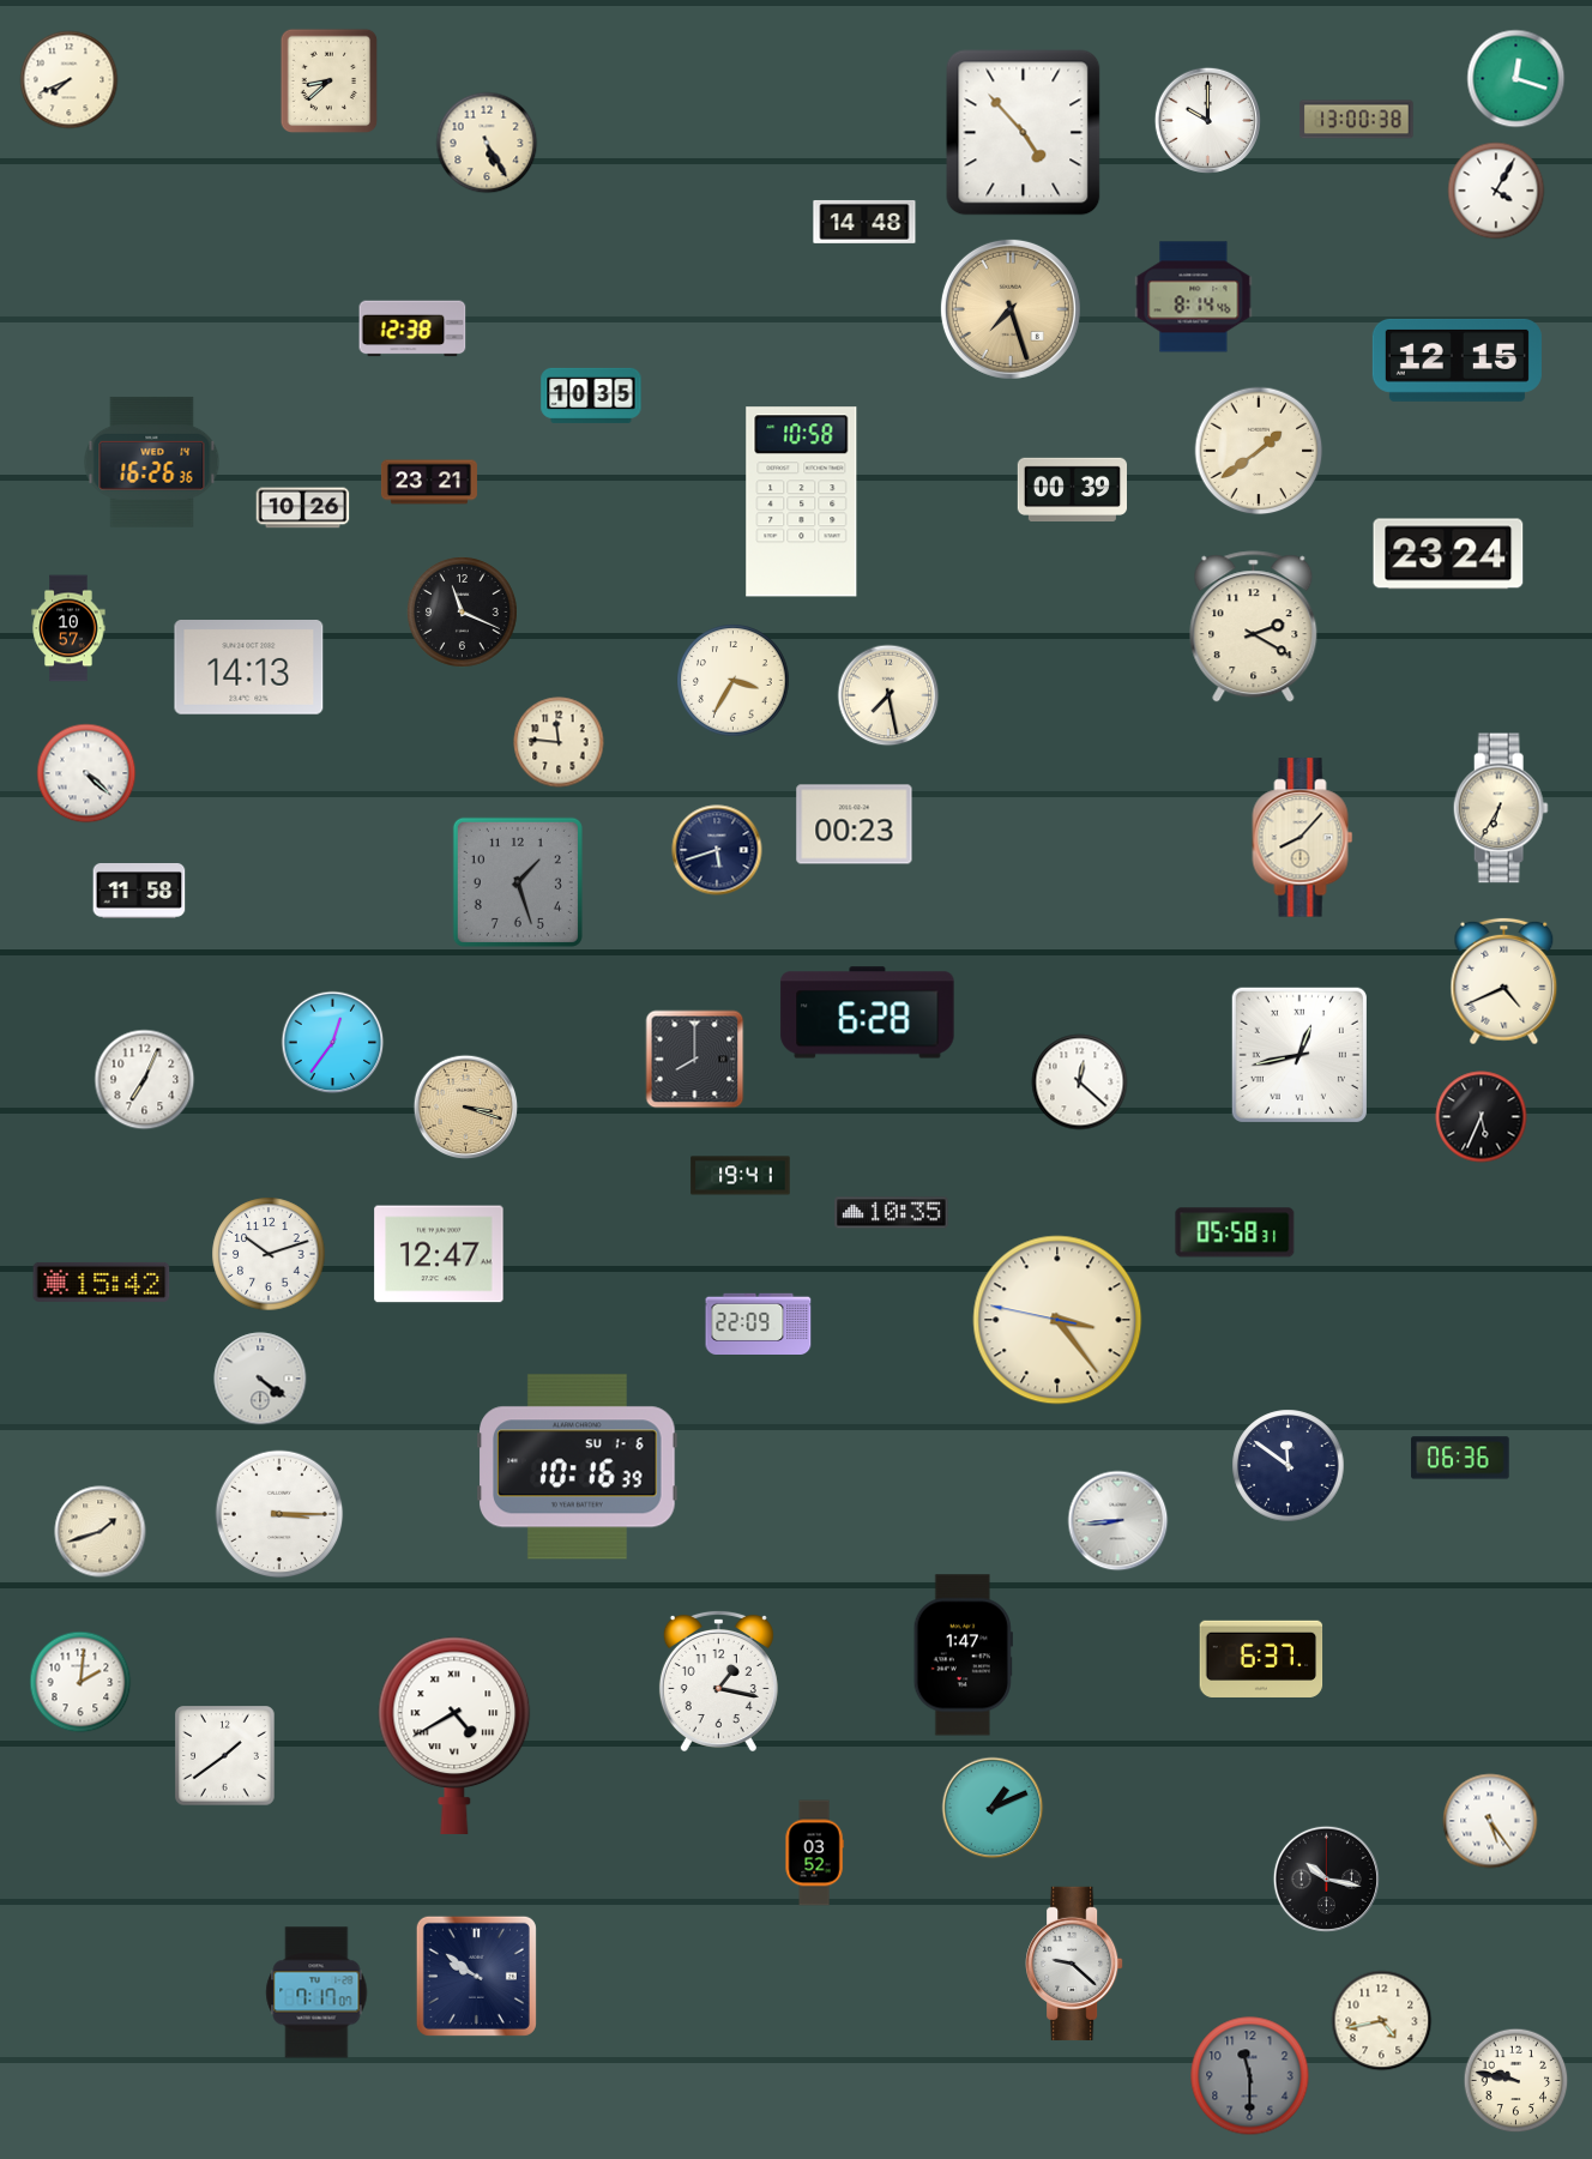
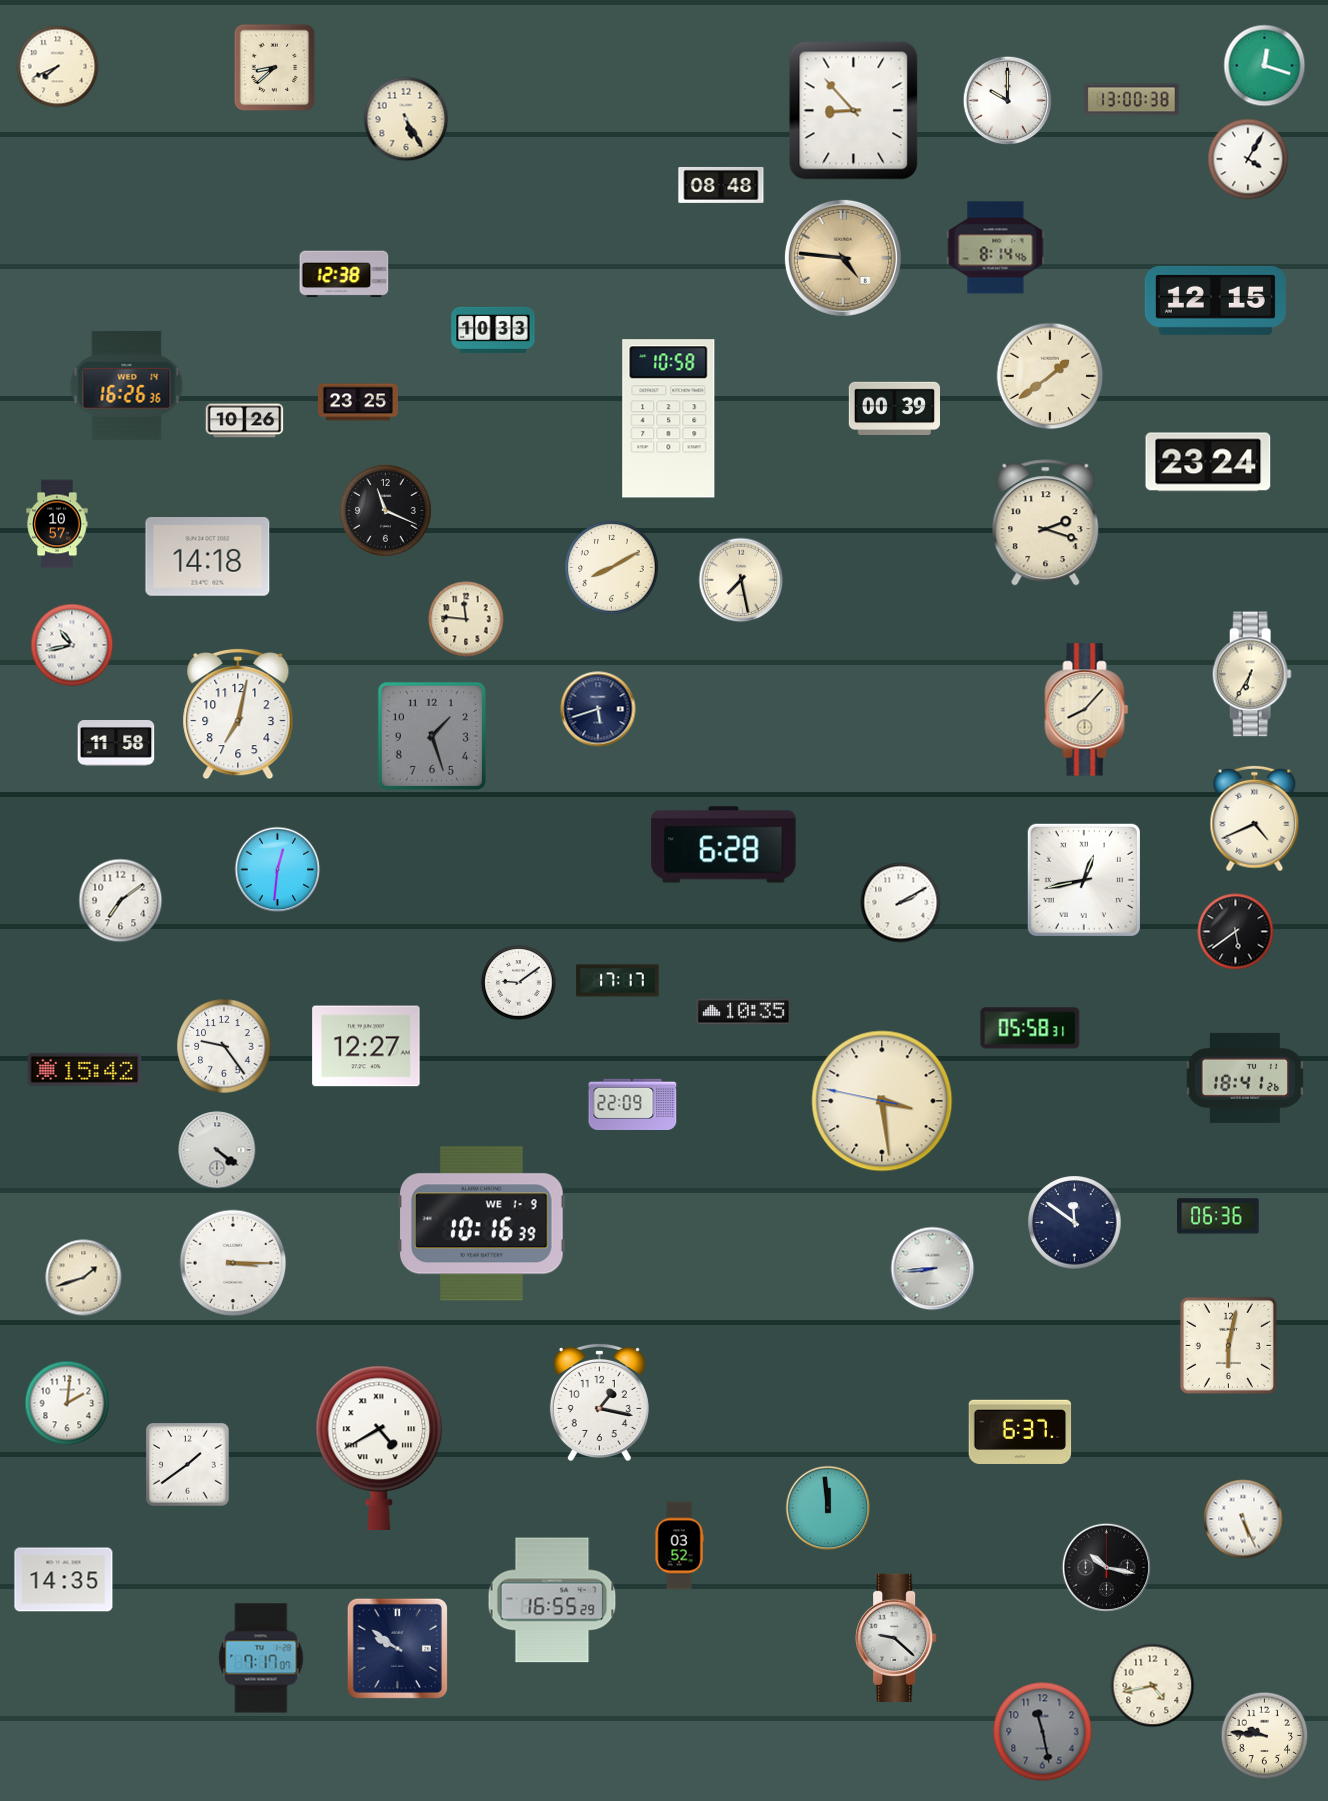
clock at (1024, 133): 4:53 -> 8:53
clock at (864, 222): 14:48 -> 08:48
clock at (1011, 309): 7:27 -> 4:46
clock at (591, 396): 10:35 -> 10:33
clock at (429, 482): 23:21 -> 23:25
clock at (303, 508) position: (303, 508) -> (245, 421)
clock at (1254, 627): 2:20 -> 2:18
clock at (249, 668): 14:13 -> 14:18
clock at (734, 681): 3:35 -> 8:10
clock at (86, 773): 4:22 -> 10:43
clock at (855, 825): 00:23 -> none
clock at (1303, 838) position: (1303, 838) -> (1087, 710)
clock at (238, 714): none -> 7:02
clock at (333, 1043): 12:36 -> 12:31
clock at (695, 1060): 8:00 -> none
clock at (145, 1080): 7:04 -> 7:09
clock at (1080, 1082): 12:22 -> 2:10
clock at (466, 1108): 3:18 -> none
clock at (1482, 1117): 5:34 -> 5:39
clock at (741, 1176): 19:41 -> 17:17
clock at (519, 983): none -> 9:09
clock at (269, 1254): 10:12 -> 9:24
clock at (439, 1254): 12:47 -> 12:27
clock at (1245, 1078): none -> 18:41
clock at (1057, 1320): 3:23 -> 3:28
clock at (578, 1467) date: SU 1-6 -> WE 1-9
clock at (1228, 1345): none -> 6:02
clock at (963, 1656): 1:47 -> none
clock at (1261, 1658) position: (1261, 1658) -> (1020, 1431)
clock at (993, 1808): 1:11 -> 11:59
clock at (1490, 1821): 5:24 -> 5:26
clock at (64, 1580): none -> 14:35
clock at (552, 1600): none -> 16:55
clock at (316, 1992) position: (316, 1992) -> (261, 1658)
clock at (1250, 2076): 11:30 -> 11:28
clock at (1516, 2081): 9:47 -> 9:46
